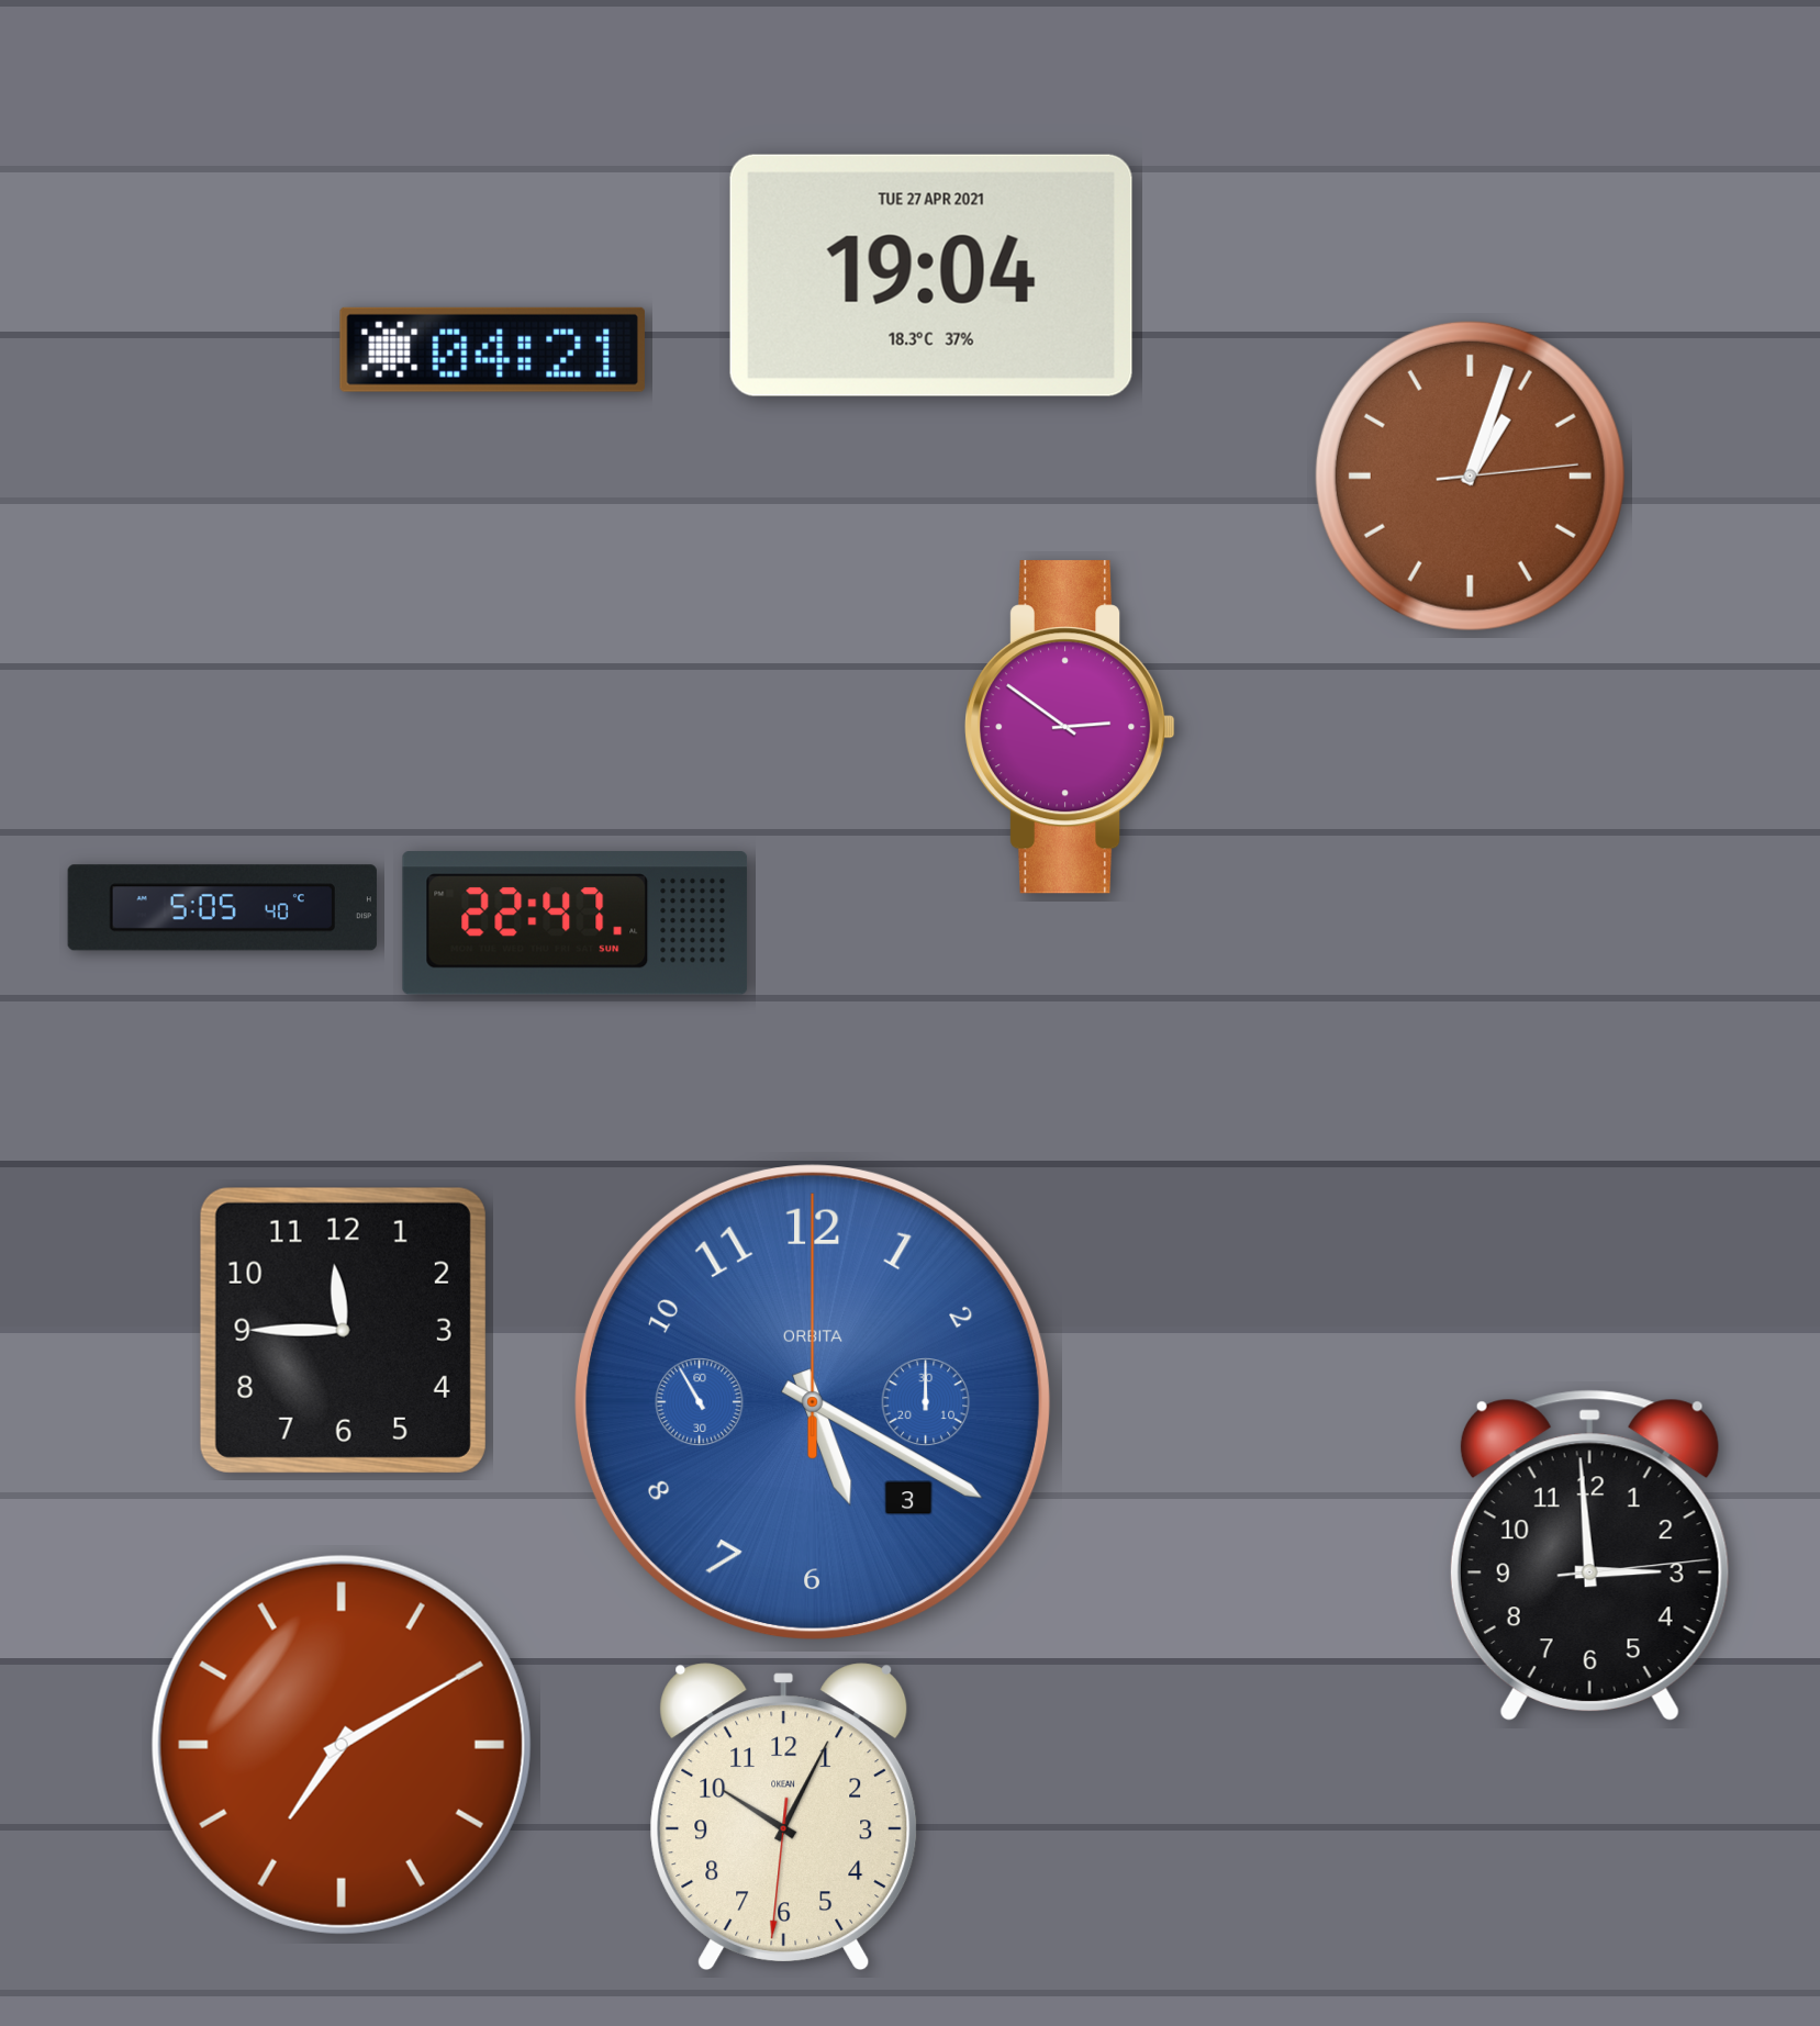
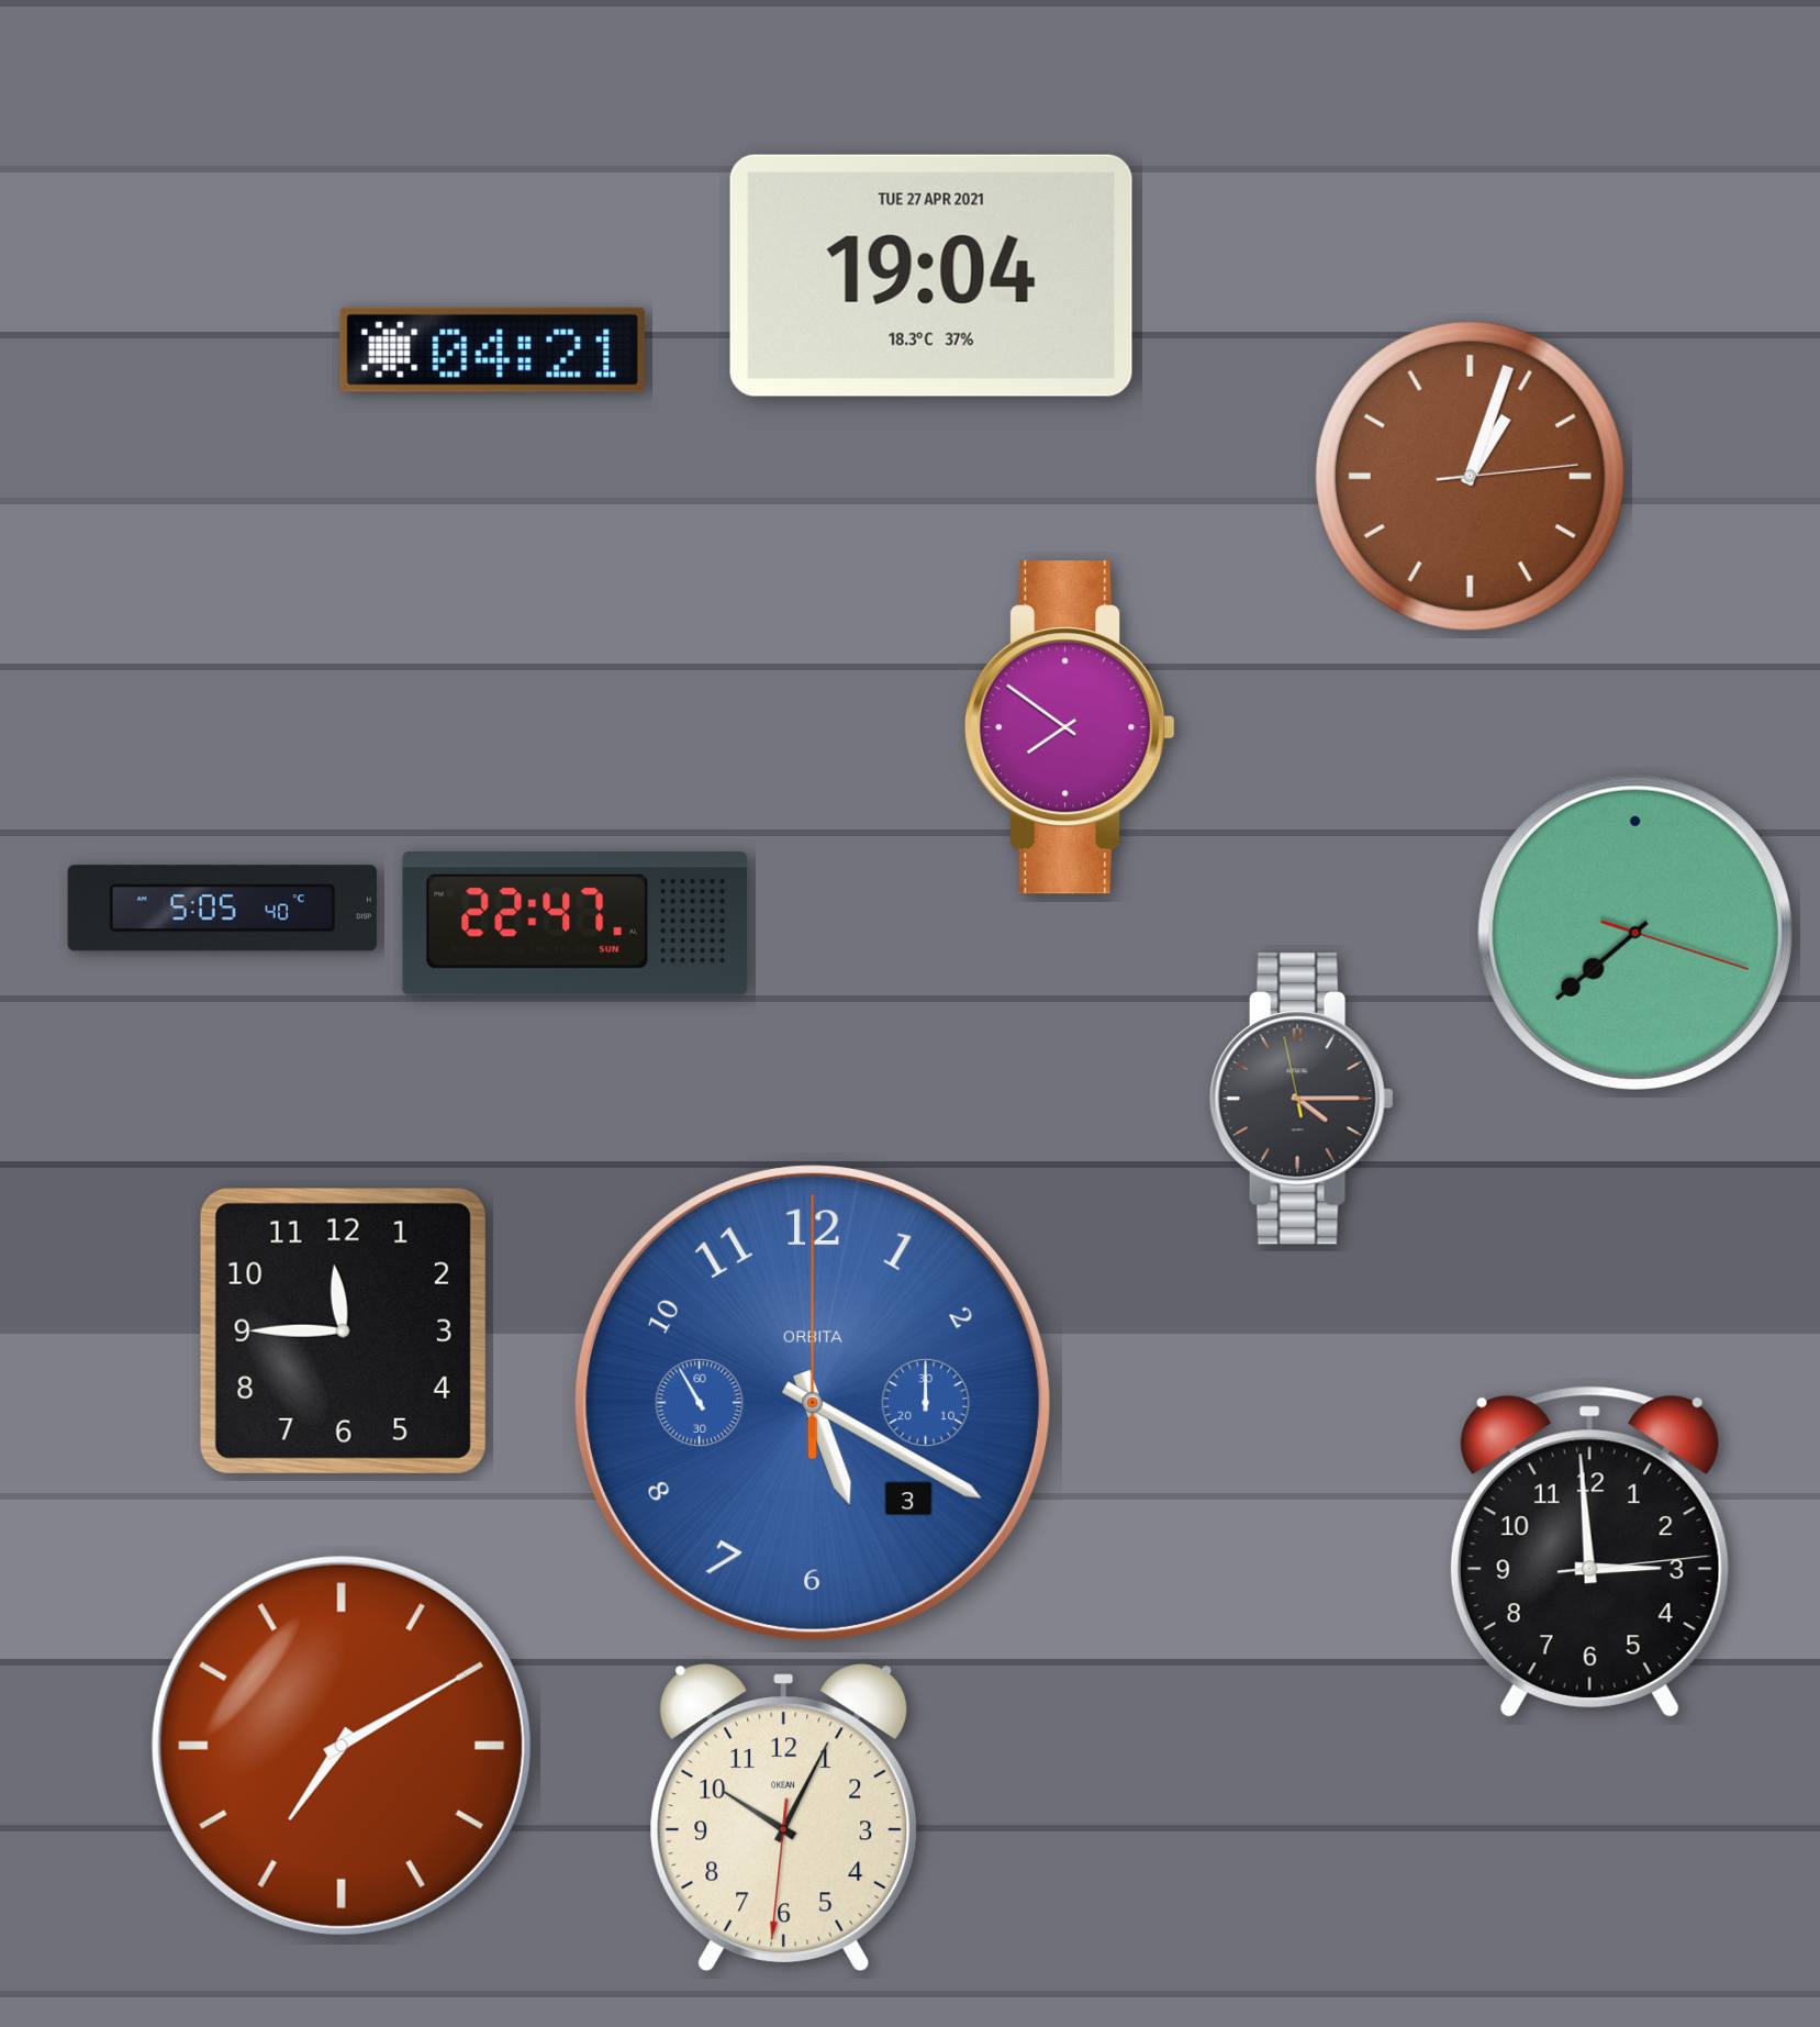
clock at (1071, 727): 2:51 -> 7:51
clock at (1635, 933): none -> 7:38
clock at (1302, 1099): none -> 4:14
clock at (1589, 1555) position: (1589, 1555) -> (1589, 1551)
